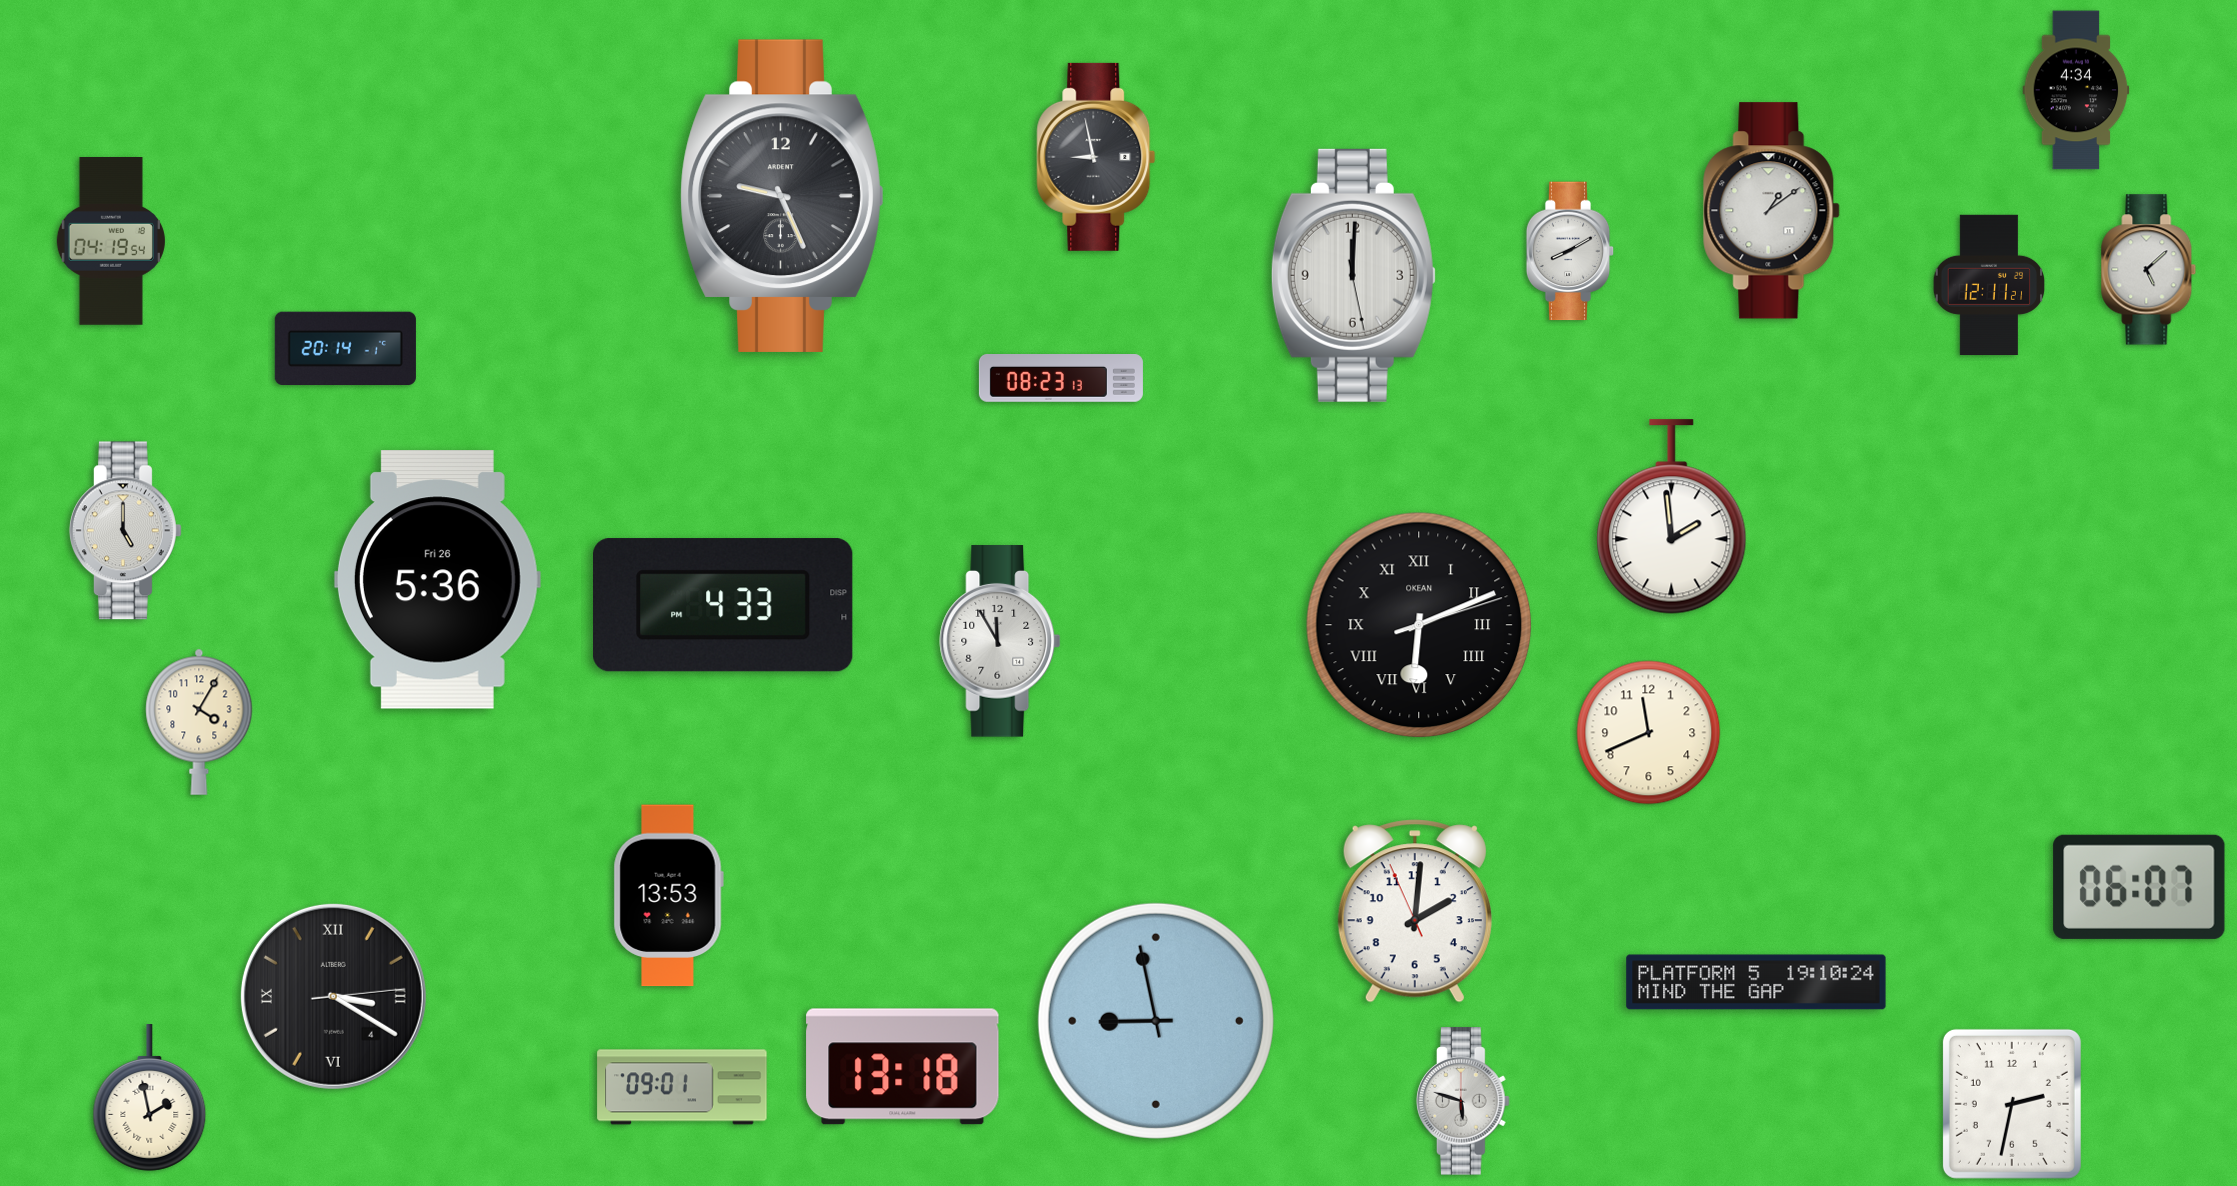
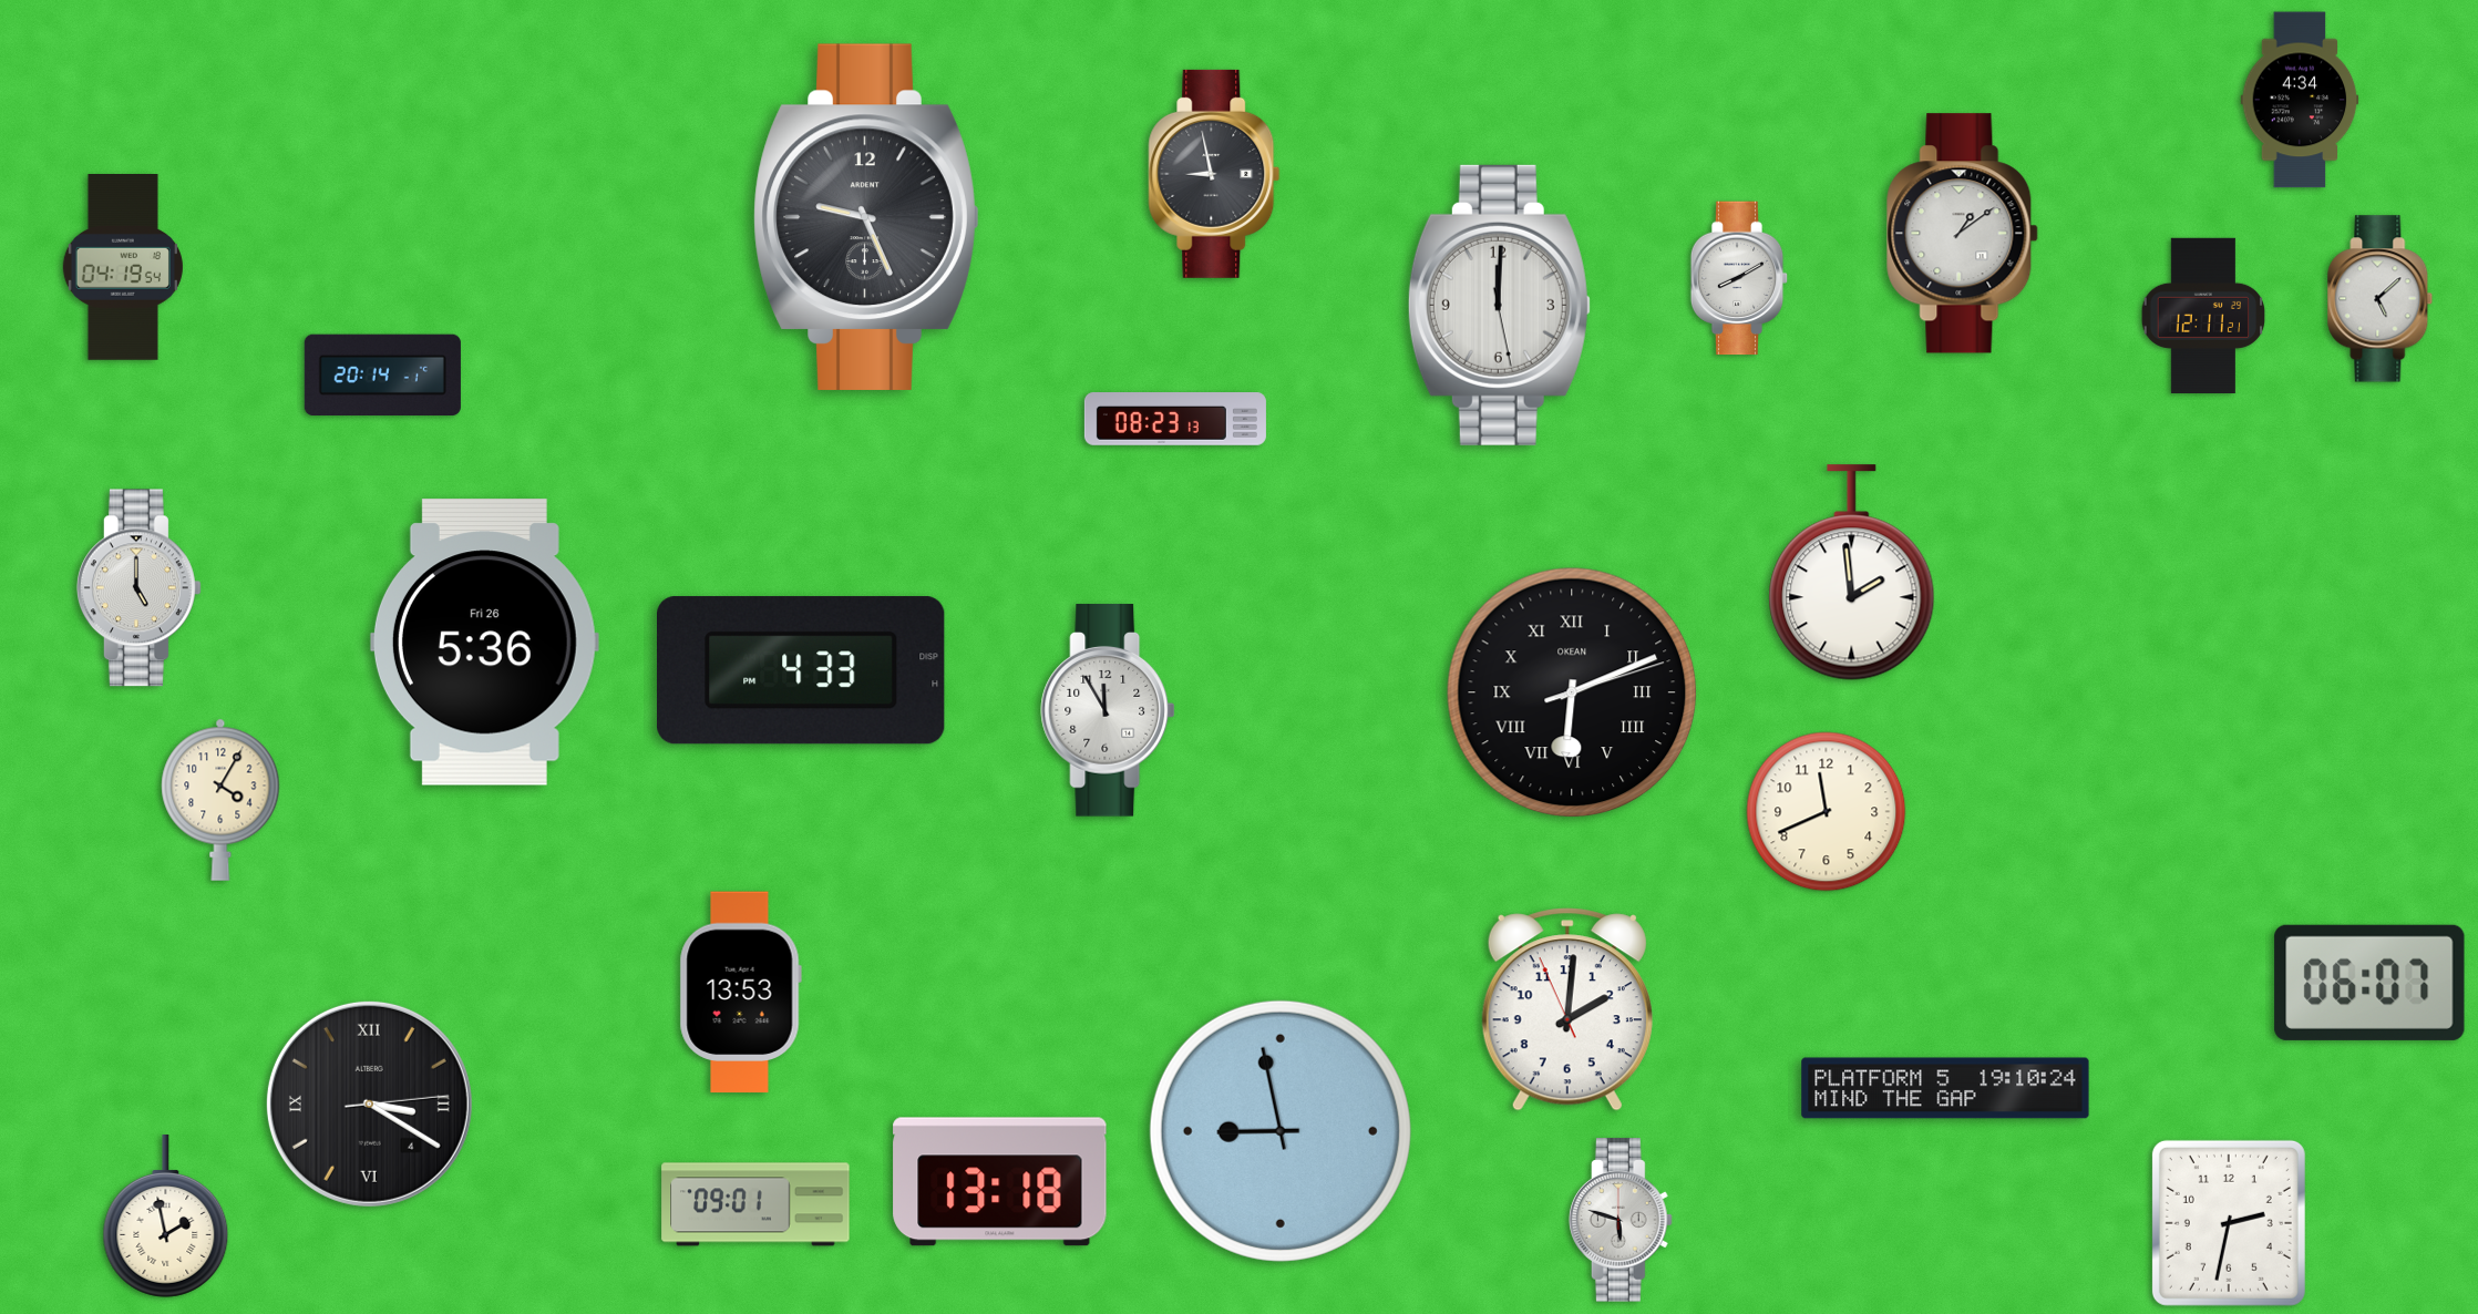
clock at (345, 349) position: (345, 349) -> (382, 376)
